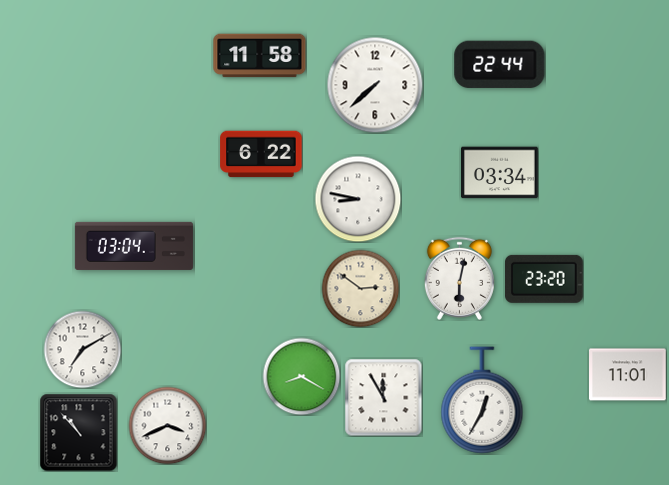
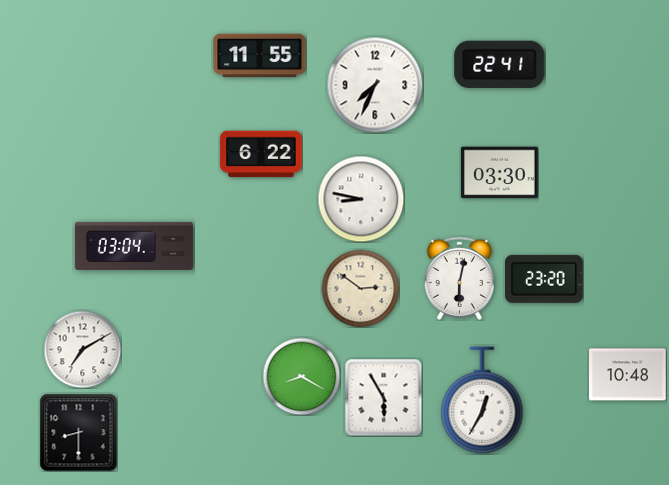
clock at (260, 56): 11:58 -> 11:55
clock at (500, 64): 22:44 -> 22:41
clock at (375, 85): 7:38 -> 7:34
clock at (500, 173): 03:34 -> 03:30
clock at (358, 199) position: (358, 199) -> (361, 199)
clock at (628, 375): 11:01 -> 10:48
clock at (383, 397): 11:55 -> 5:55
clock at (167, 425): 3:41 -> none
clock at (78, 432): 10:53 -> 8:30
